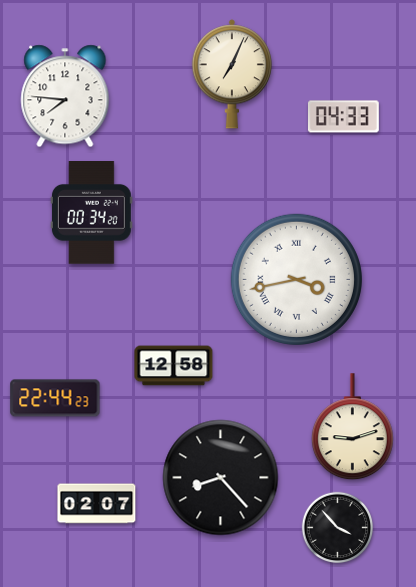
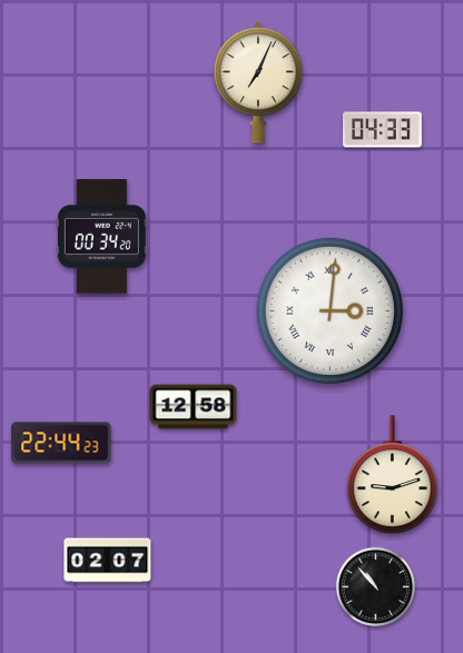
clock at (65, 96): 7:46 -> none
clock at (296, 279): 3:43 -> 3:01
clock at (221, 478): 8:23 -> none
clock at (338, 528): 3:53 -> 10:53
